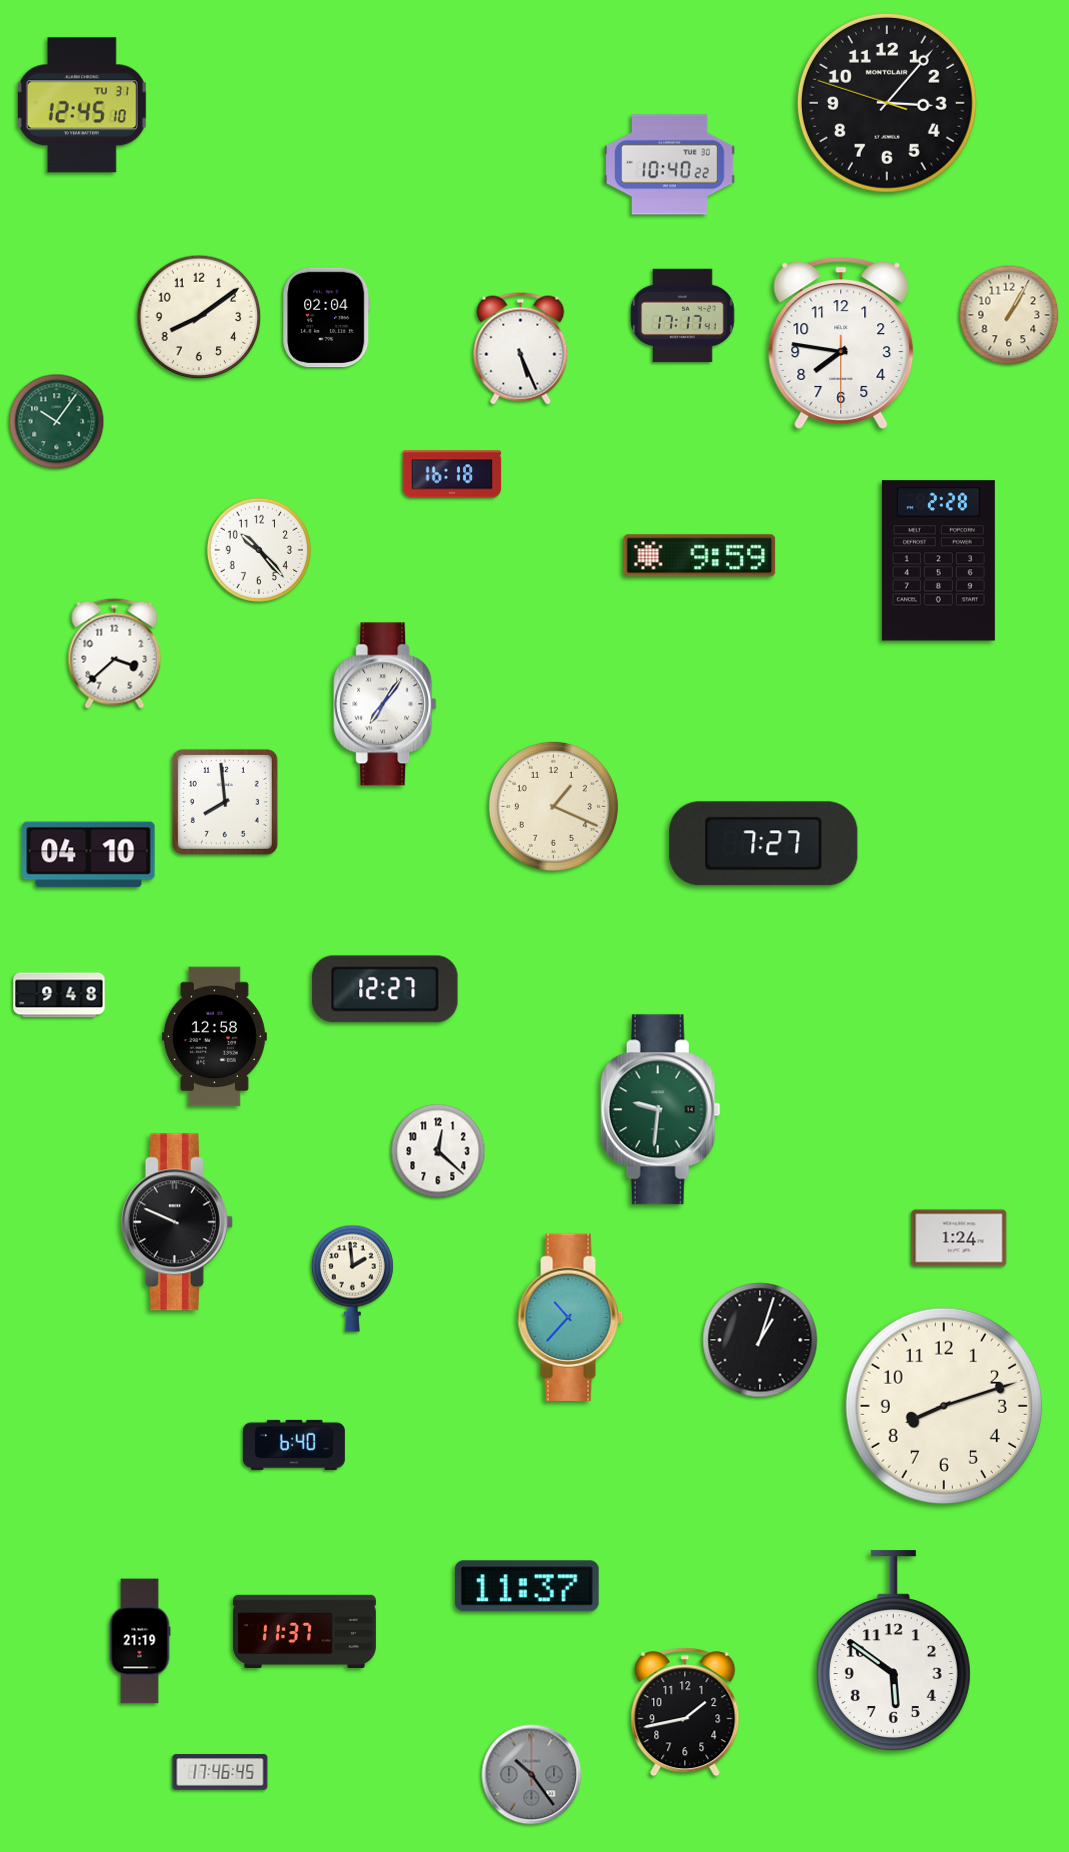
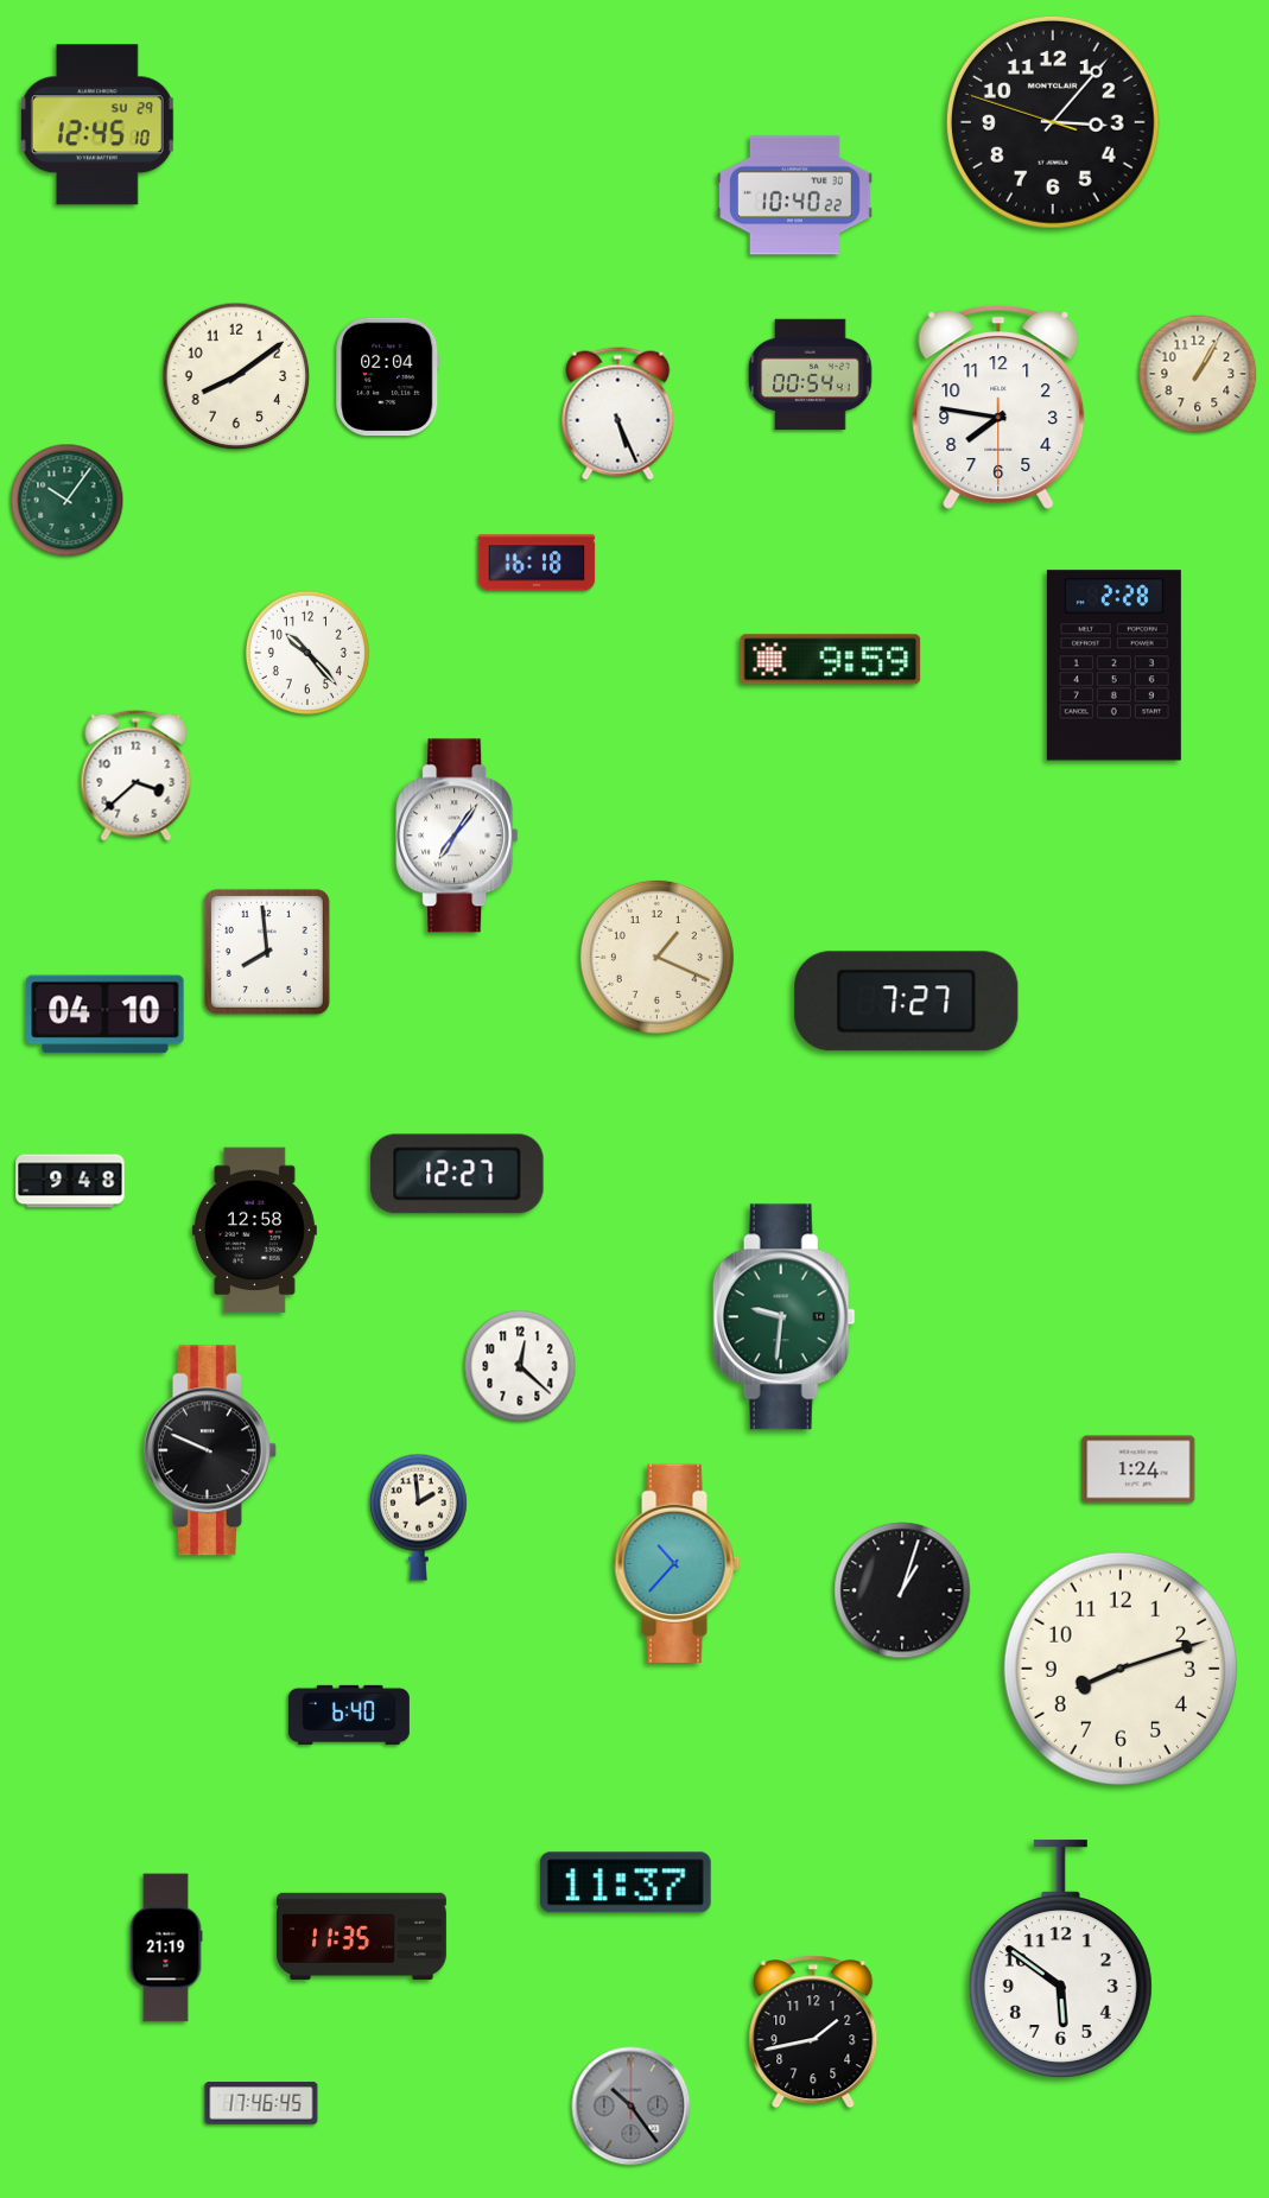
clock at (82, 105) date: TU 31 -> SU 29
clock at (683, 316): 17:17 -> 00:54
clock at (304, 1631): 11:37 -> 11:35
